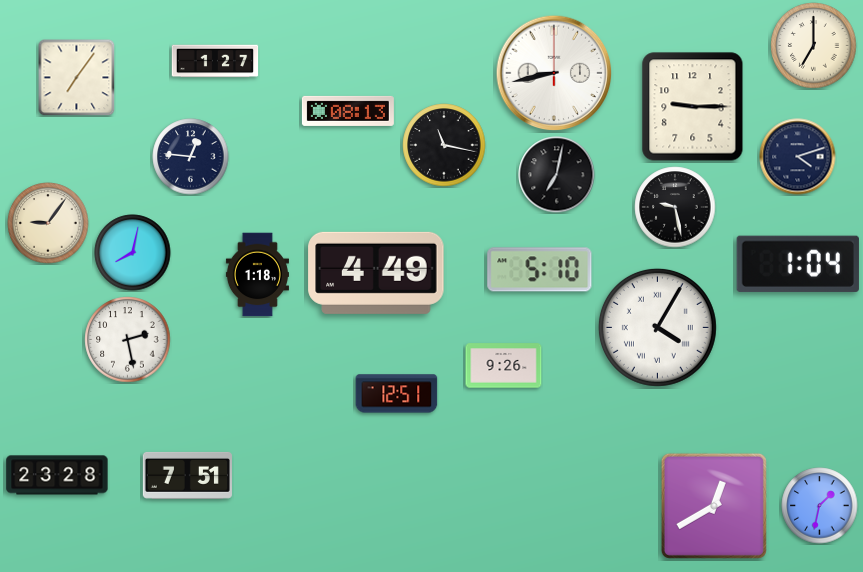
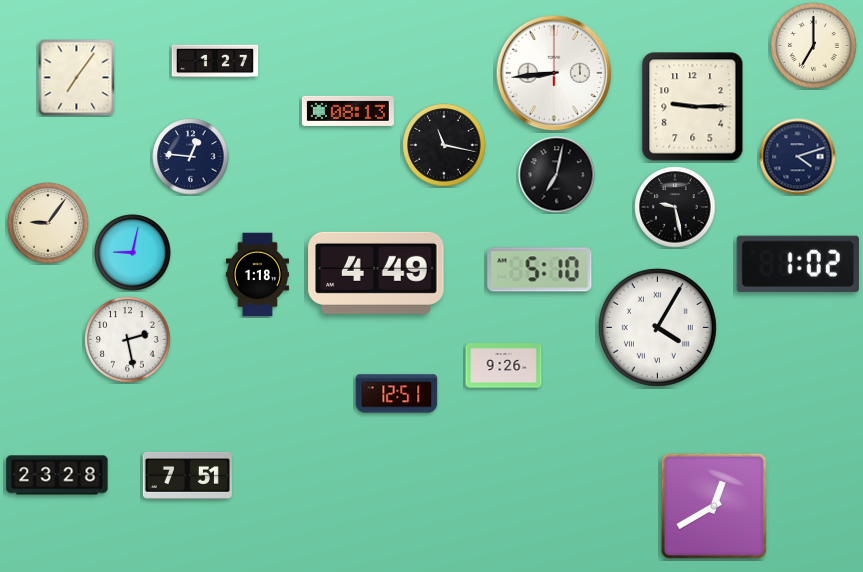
clock at (554, 73): 8:43 -> 8:44
clock at (133, 253): 8:02 -> 9:02
clock at (798, 264): 1:04 -> 1:02
clock at (820, 506): 1:32 -> none
